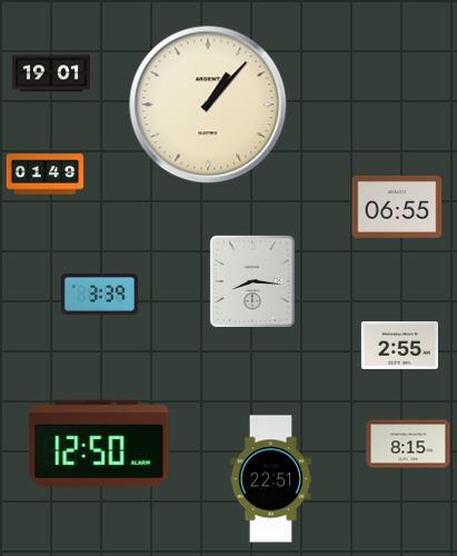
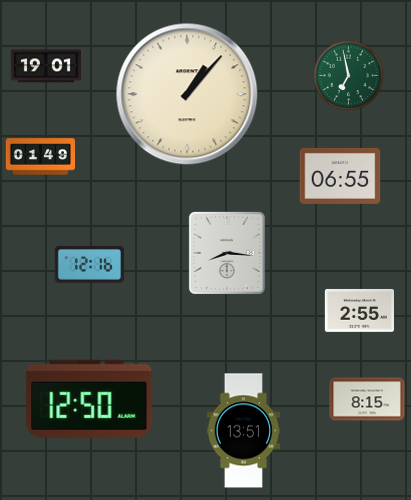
clock at (349, 76): none -> 6:58
clock at (397, 207) position: (397, 207) -> (340, 176)
clock at (99, 295): 3:39 -> 12:16
clock at (271, 479): 22:51 -> 13:51
